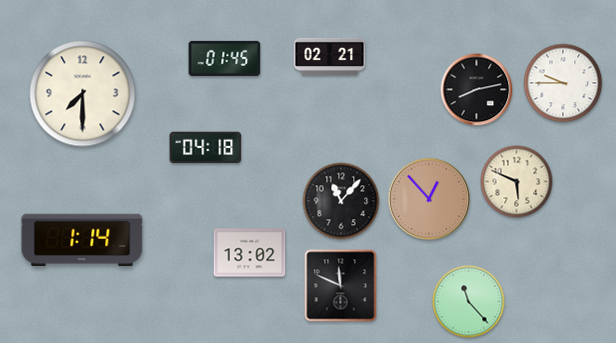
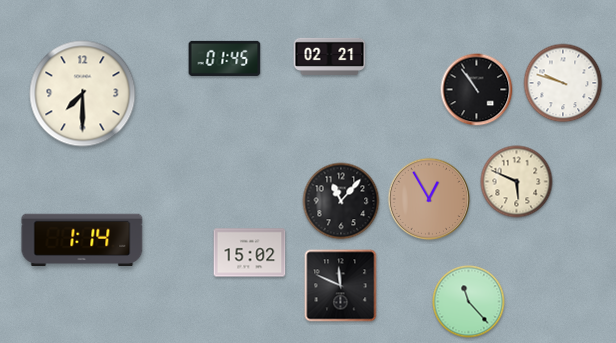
clock at (563, 83): 9:45 -> 9:48
clock at (477, 90): 8:13 -> 10:54
clock at (206, 148): 04:18 -> none
clock at (429, 199): 12:53 -> 12:55
clock at (250, 253): 13:02 -> 15:02
